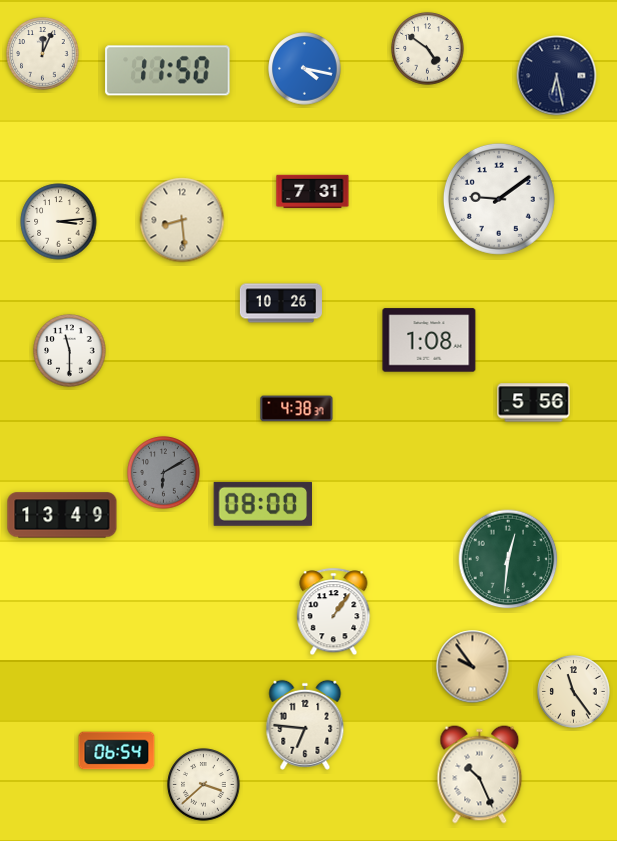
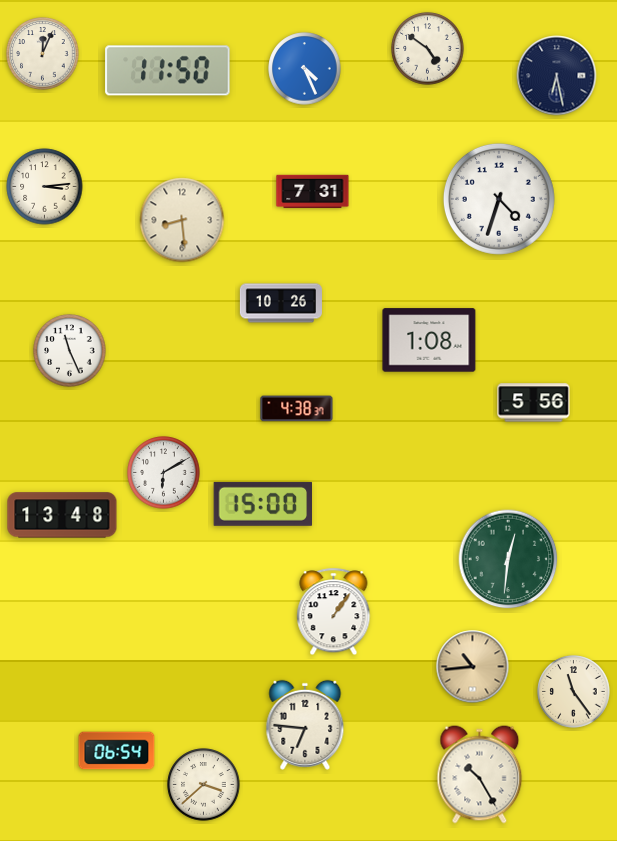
clock at (305, 69): 4:17 -> 4:26
clock at (499, 199): 9:09 -> 4:33
clock at (59, 222) position: (59, 222) -> (45, 187)
clock at (70, 351): 11:30 -> 11:26
clock at (164, 473) dial: grey -> white
clock at (263, 504): 08:00 -> 15:00
clock at (62, 515): 13:49 -> 13:48
clock at (473, 667): 9:54 -> 10:44
clock at (480, 775): 10:26 -> 10:25
